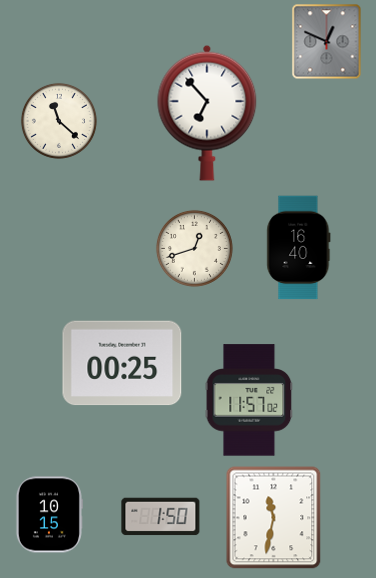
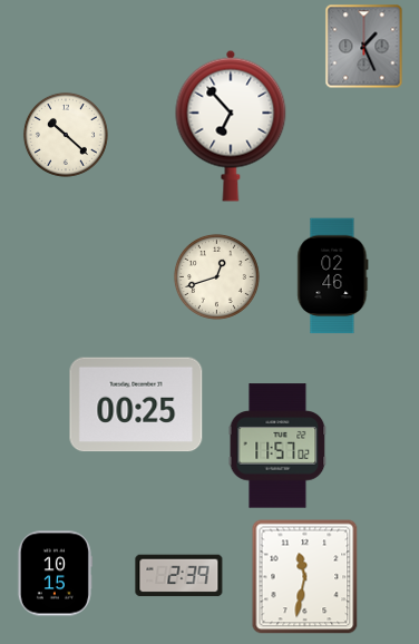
clock at (327, 42): 12:49 -> 1:26
clock at (59, 121): 11:22 -> 10:22
clock at (299, 248): 16:40 -> 02:46
clock at (161, 517): 1:50 -> 2:39
